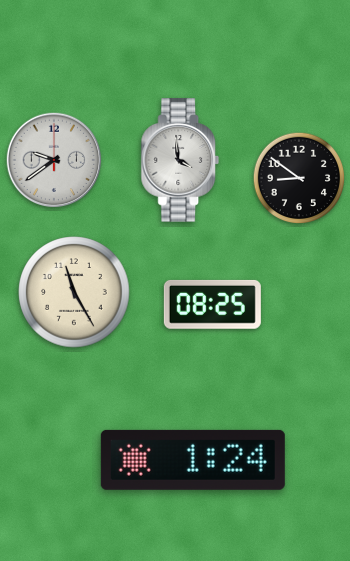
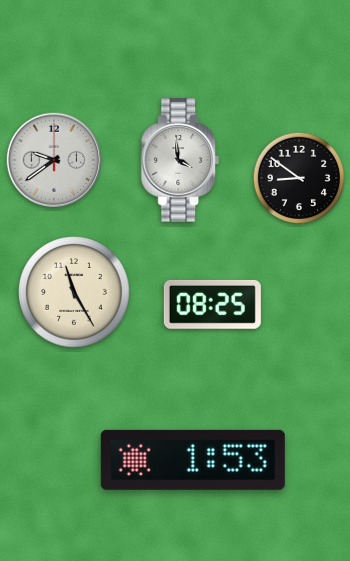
clock at (193, 460): 1:24 -> 1:53
